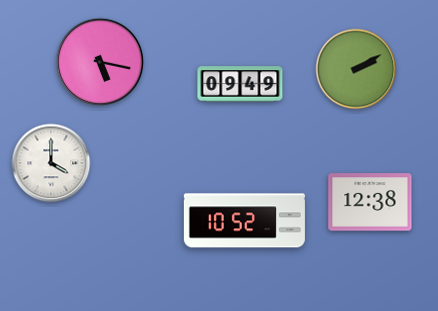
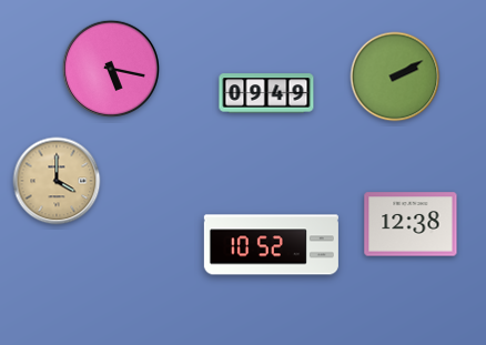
clock at (51, 163) dial: white -> champagne
